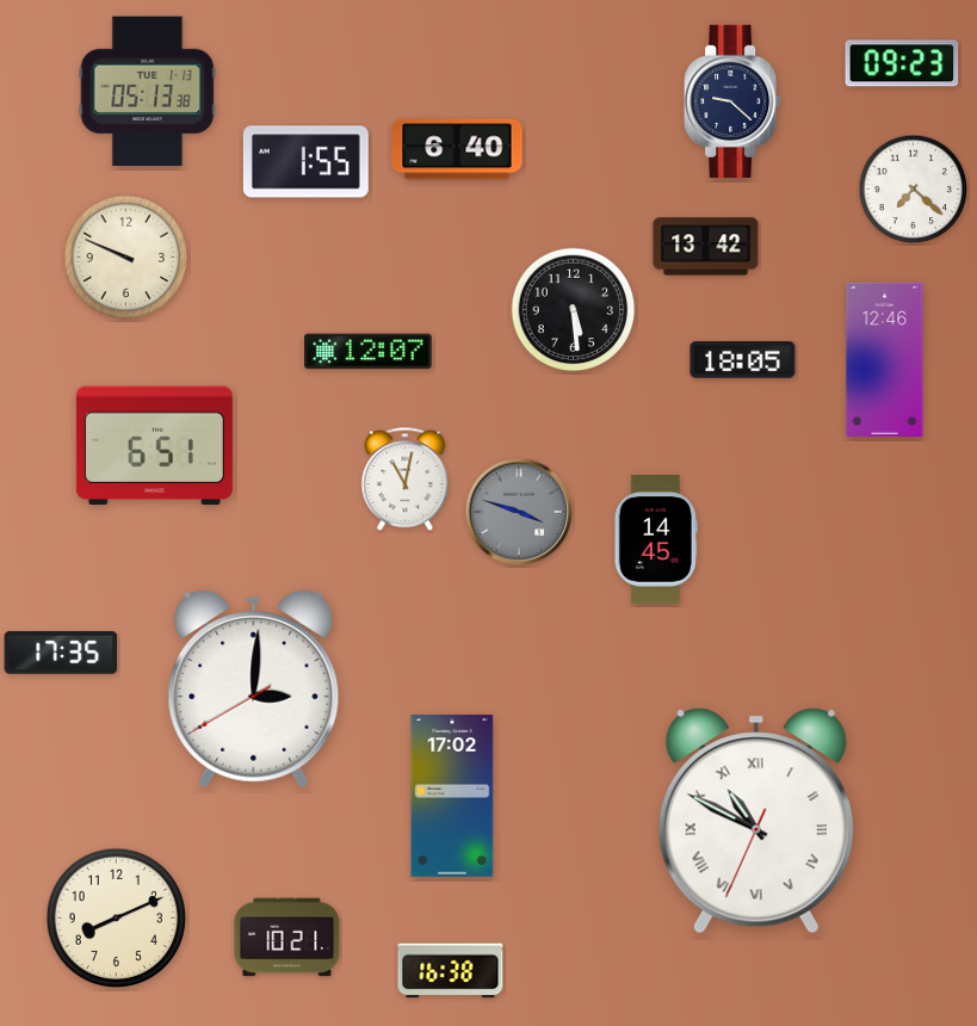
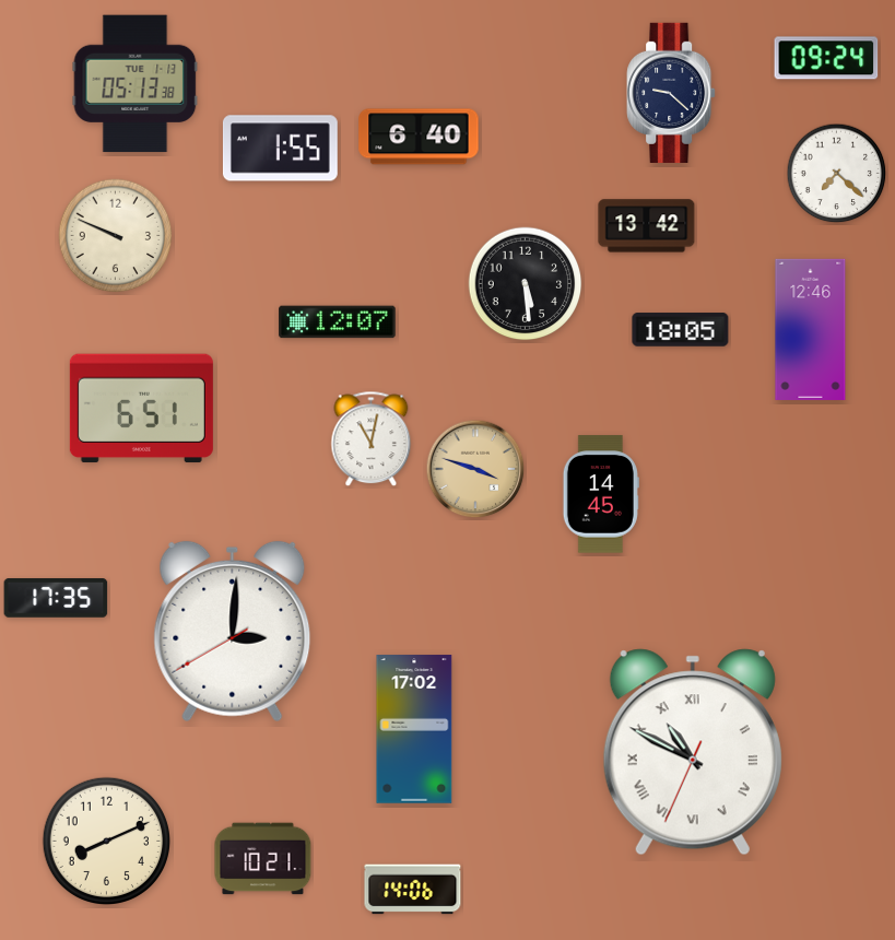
clock at (902, 63): 09:23 -> 09:24
clock at (519, 512) dial: grey -> champagne
clock at (451, 971): 16:38 -> 14:06
